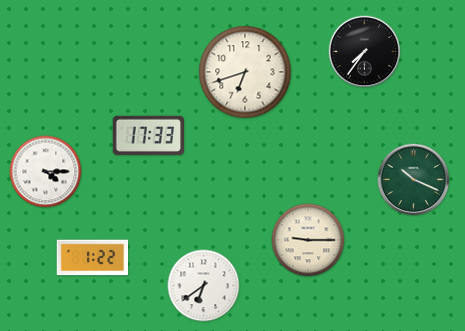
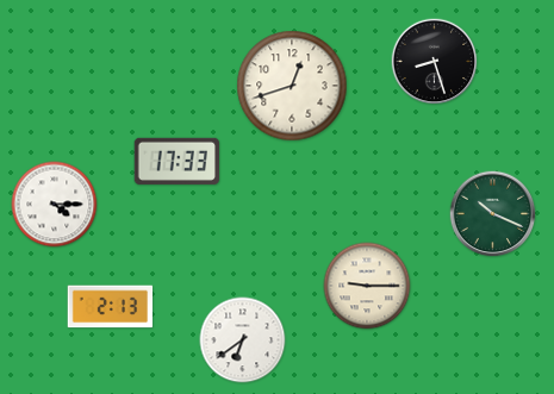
clock at (365, 52): 7:36 -> 8:27
clock at (245, 72): 6:42 -> 12:42
clock at (93, 258): 1:22 -> 2:13
